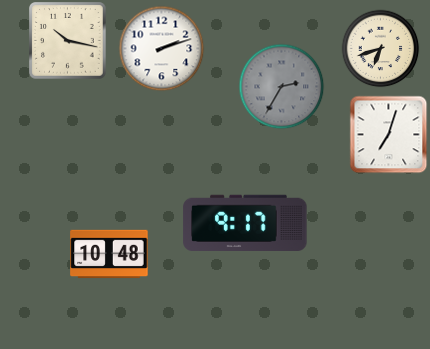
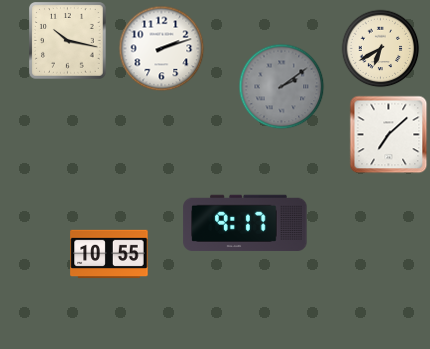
clock at (380, 48): 6:42 -> 6:40
clock at (281, 86): 2:35 -> 2:09
clock at (388, 134): 7:03 -> 7:08
clock at (109, 254): 10:48 -> 10:55
